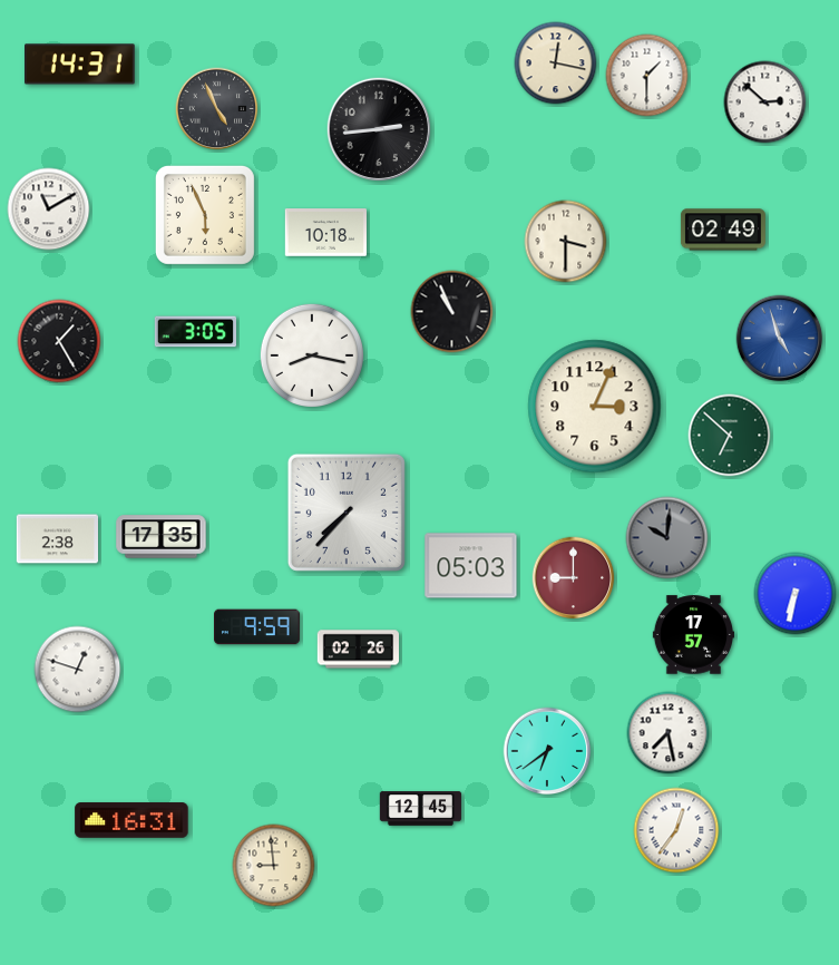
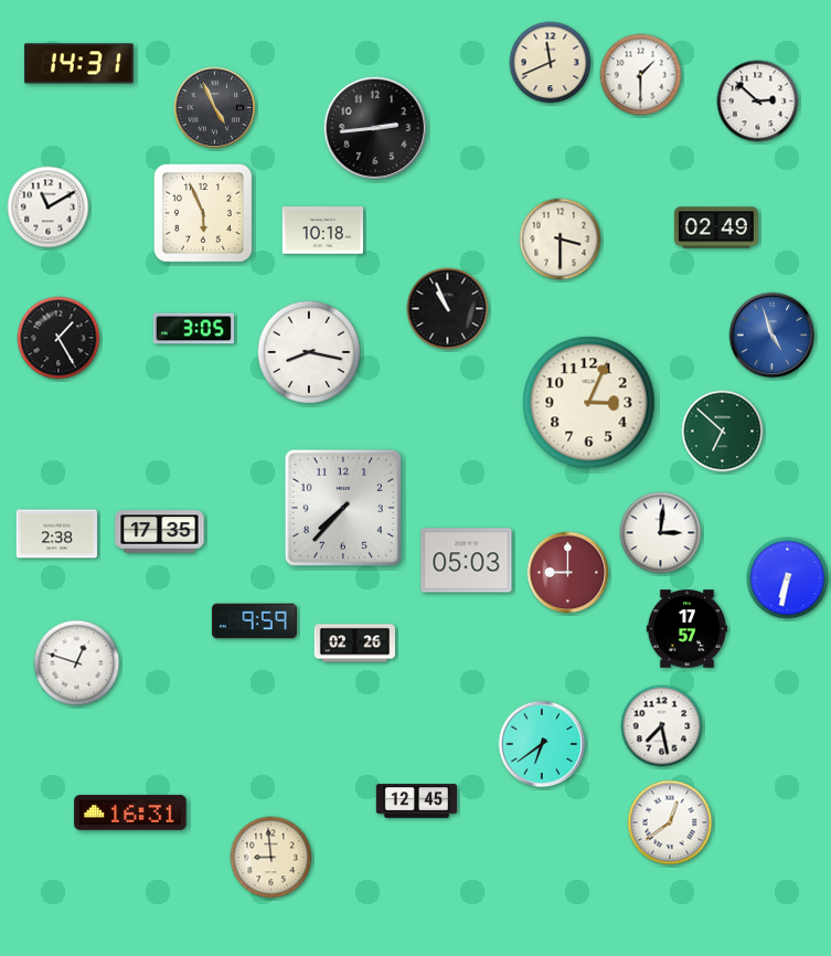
clock at (556, 64): 12:17 -> 11:41
clock at (667, 538): 10:01 -> 3:01
clock at (667, 538) dial: grey -> white
clock at (796, 594) position: (796, 594) -> (788, 578)
clock at (676, 830): 12:36 -> 12:39
